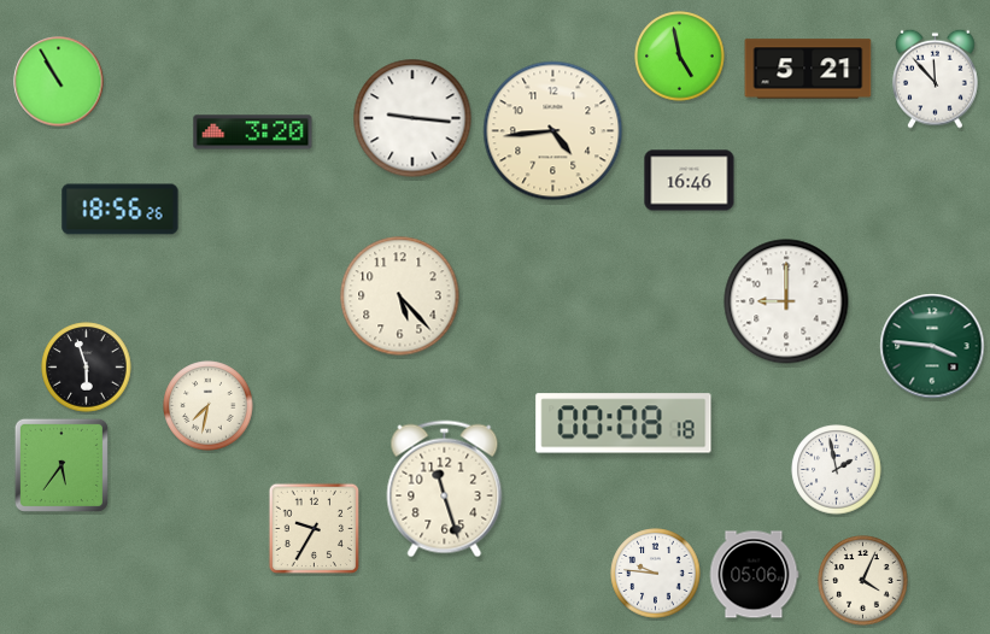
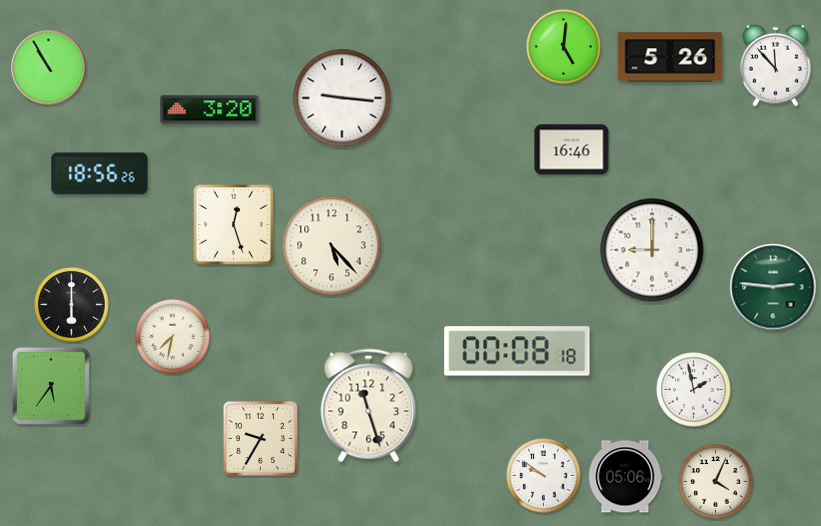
clock at (680, 57): 4:58 -> 5:01
clock at (808, 69): 5:21 -> 5:26
clock at (553, 131): 4:44 -> none
clock at (234, 225): none -> 12:27
clock at (932, 346): 3:46 -> 2:46
clock at (87, 368): 5:57 -> 6:00
clock at (656, 574): 9:46 -> 9:51
